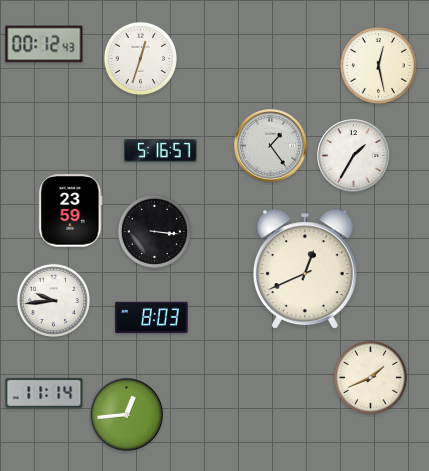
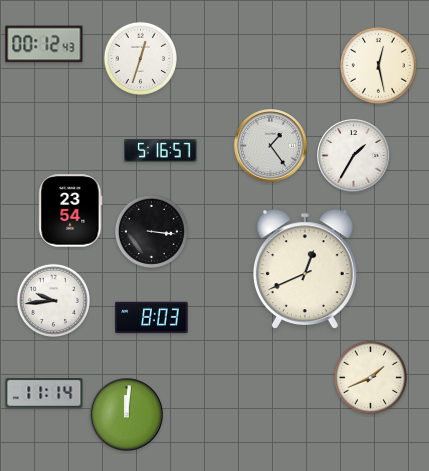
clock at (71, 211): 23:59 -> 23:54
clock at (154, 231) position: (154, 231) -> (151, 231)
clock at (127, 415): 12:44 -> 12:01
